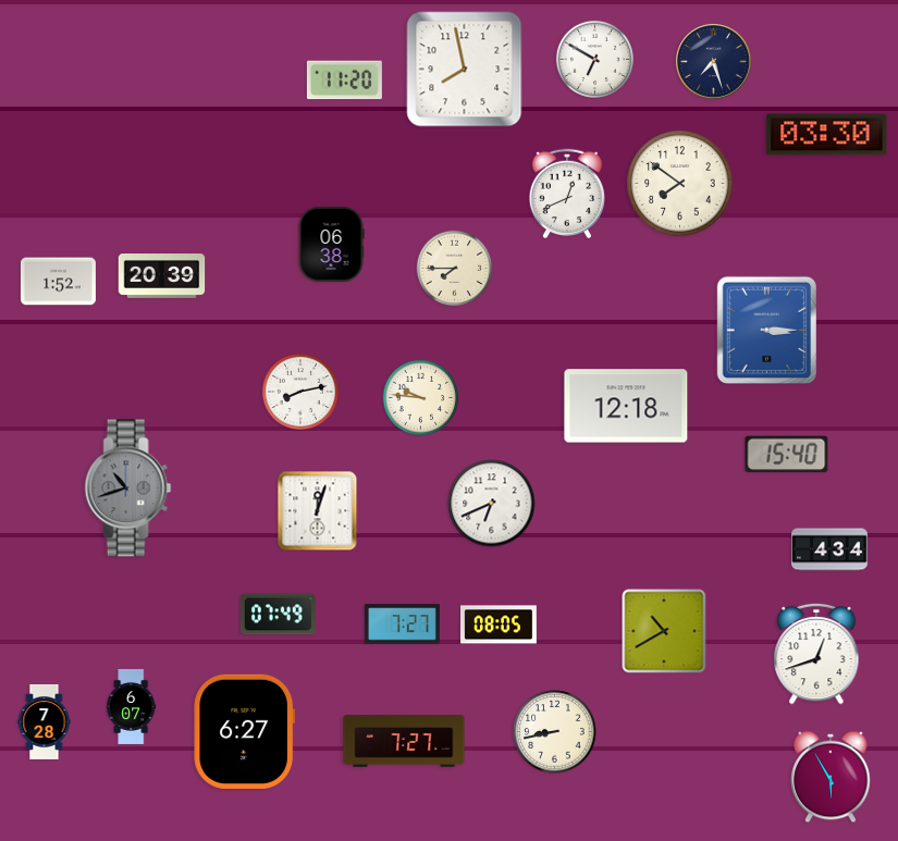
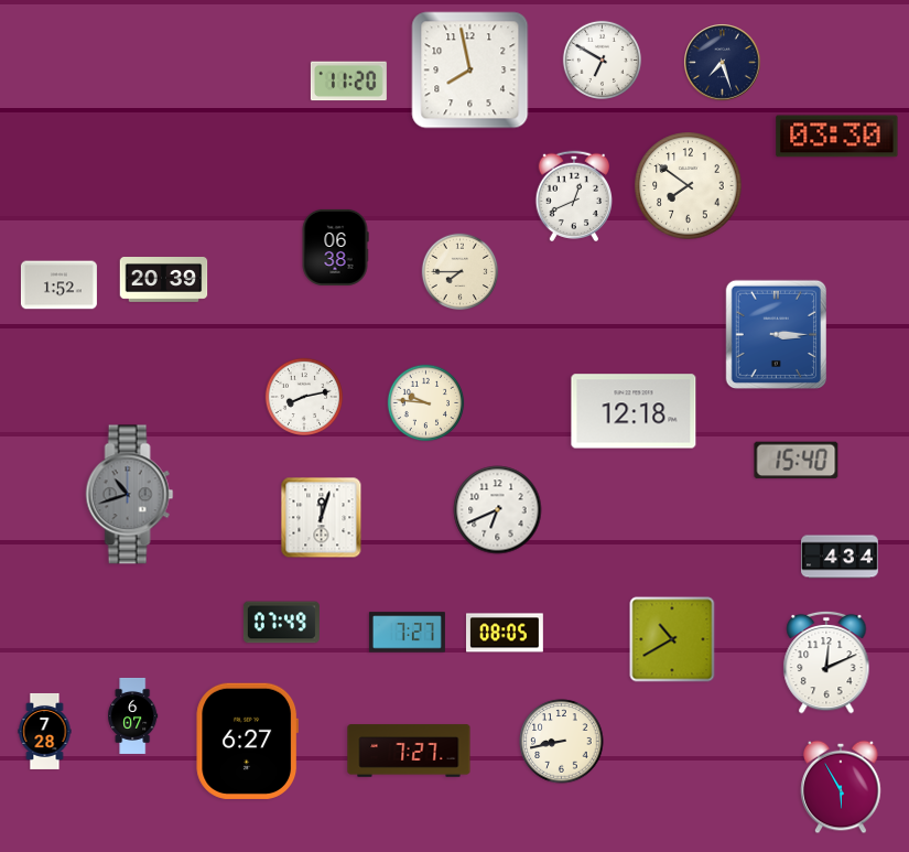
clock at (816, 654): 12:42 -> 12:11
